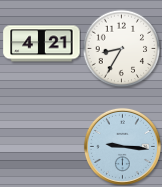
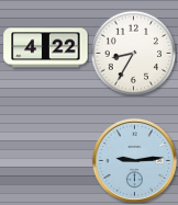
clock at (42, 44): 4:21 -> 4:22
clock at (122, 146): 9:16 -> 9:14
